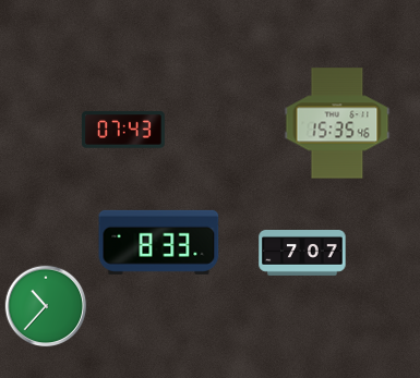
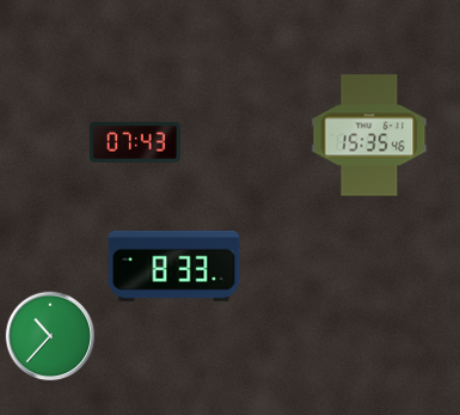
clock at (302, 254): 7:07 -> none
